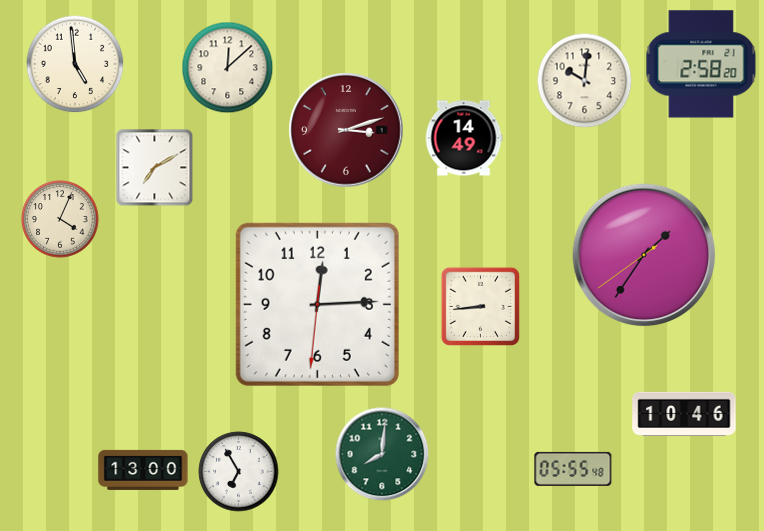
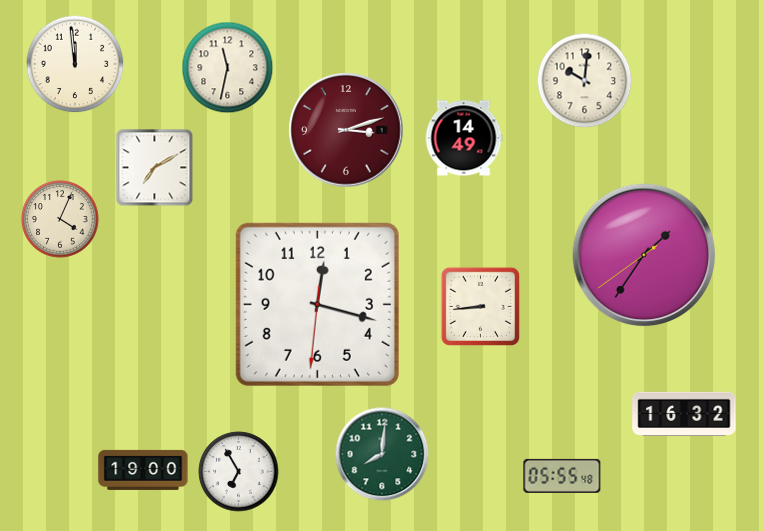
clock at (75, 64): 4:59 -> 11:59
clock at (701, 64): 2:58 -> none
clock at (228, 68): 12:08 -> 11:32
clock at (317, 304): 12:14 -> 12:17
clock at (684, 414): 10:46 -> 16:32
clock at (573, 469) position: (573, 469) -> (562, 476)
clock at (143, 470): 13:00 -> 19:00
